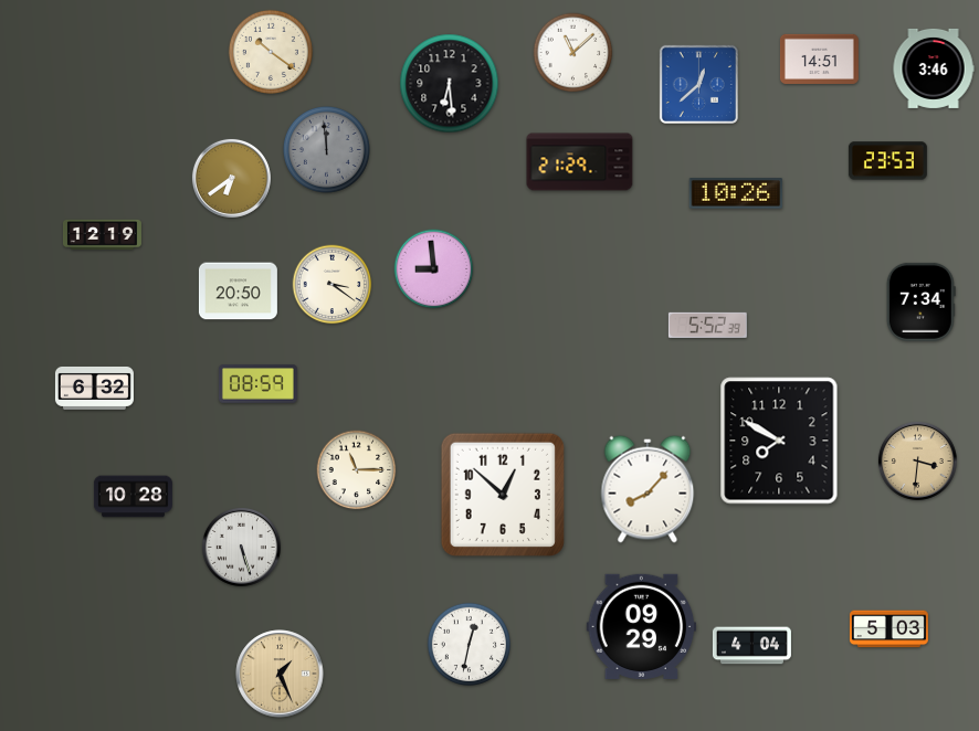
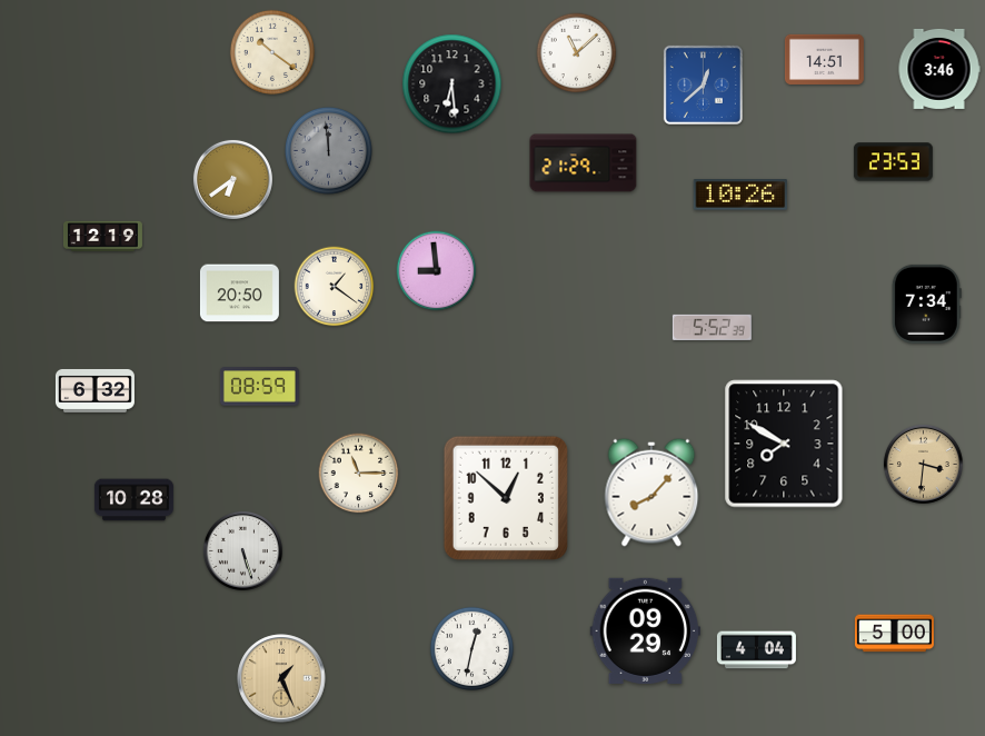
clock at (333, 285): 3:21 -> 1:21
clock at (888, 629): 5:03 -> 5:00
